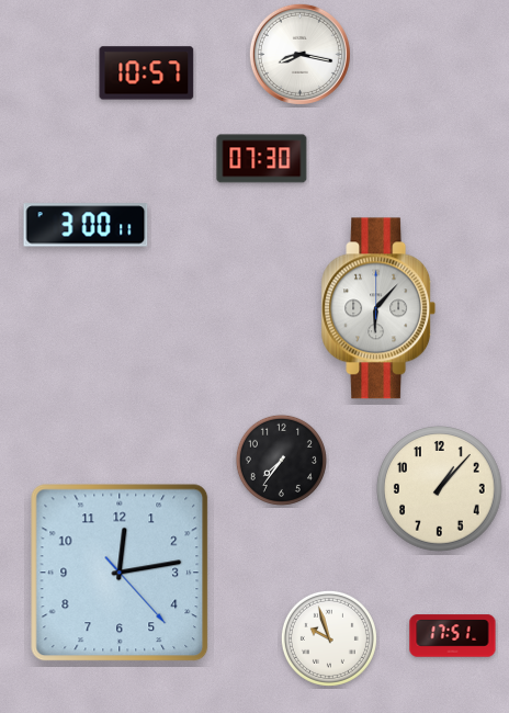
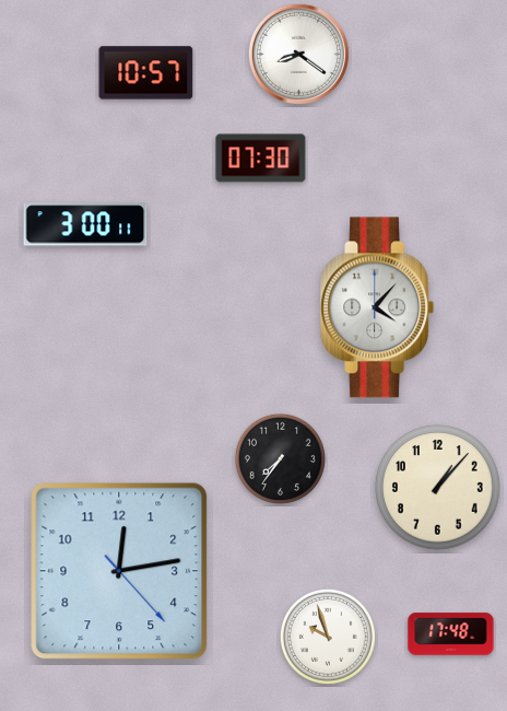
clock at (299, 54): 8:17 -> 8:21
clock at (378, 308): 6:07 -> 4:07
clock at (453, 636): 17:51 -> 17:48
